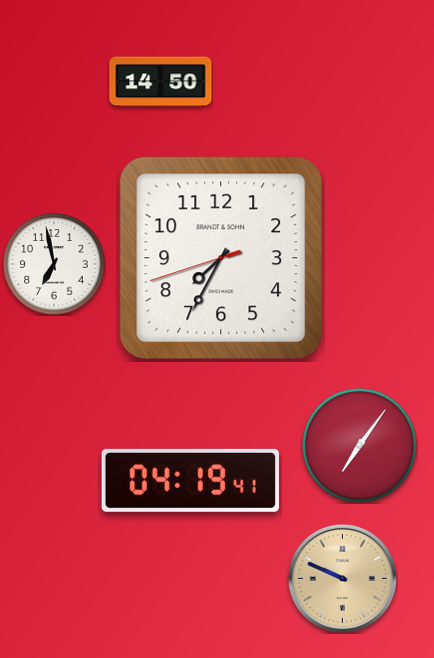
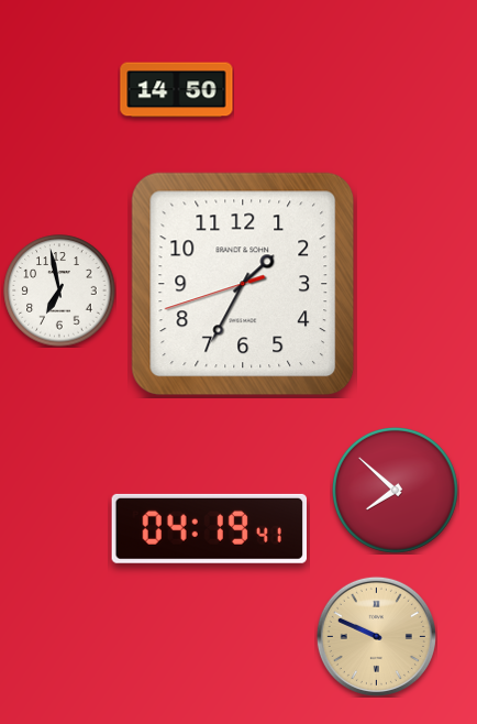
clock at (221, 258): 7:34 -> 1:34
clock at (359, 445): 7:06 -> 7:52
